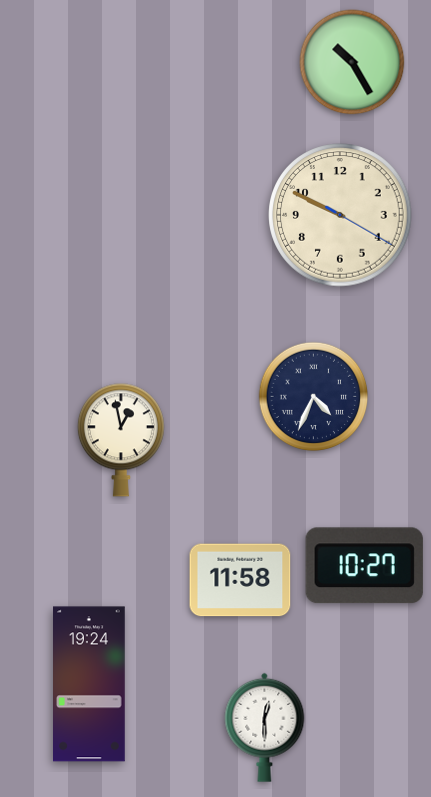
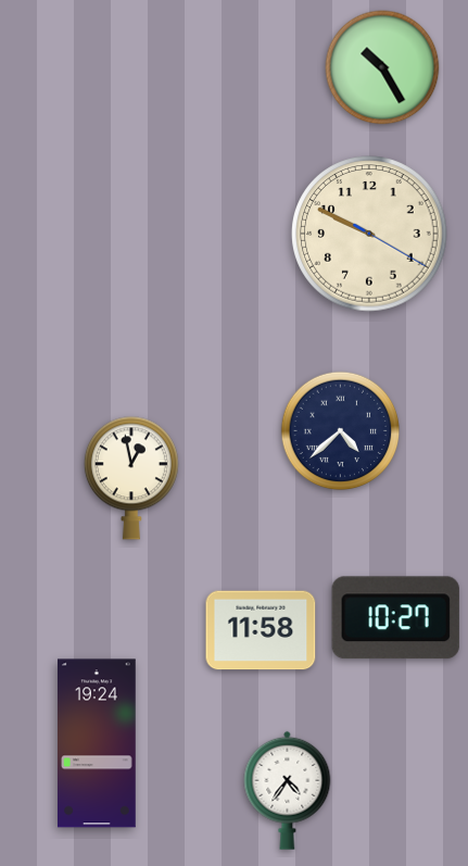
clock at (314, 397): 4:34 -> 4:38
clock at (364, 566) position: (364, 566) -> (395, 618)
clock at (265, 727): 12:30 -> 4:36
